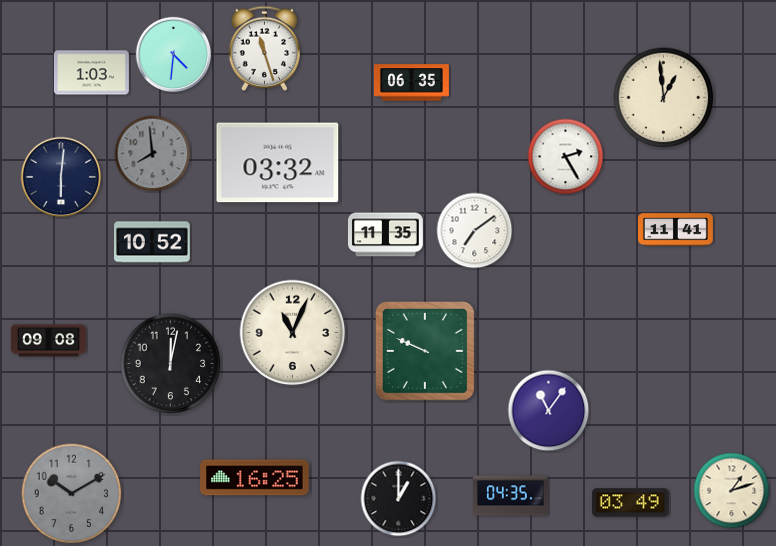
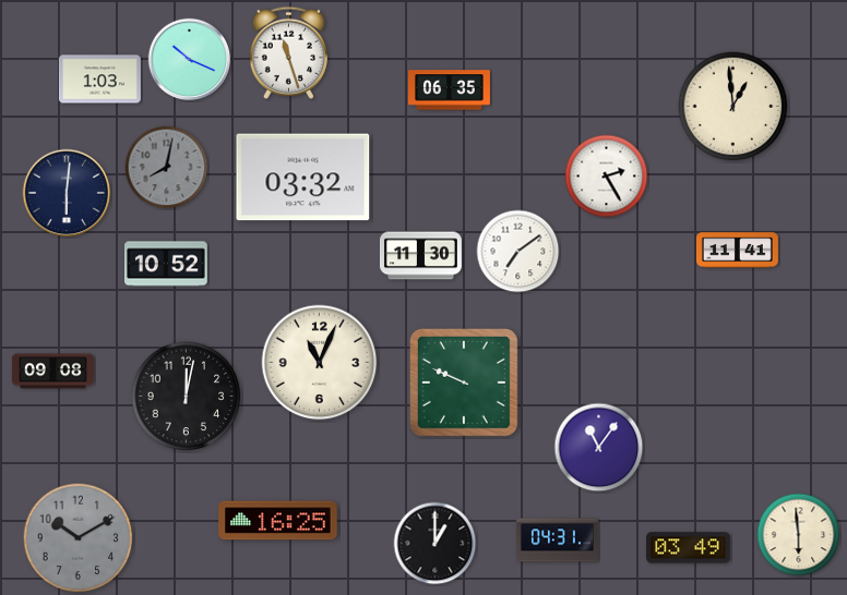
clock at (174, 55): 4:31 -> 10:19
clock at (664, 98) position: (664, 98) -> (733, 107)
clock at (153, 154): 7:59 -> 8:02
clock at (566, 157) position: (566, 157) -> (607, 177)
clock at (385, 235): 11:35 -> 11:30
clock at (732, 491): 1:12 -> 5:59
clock at (510, 496): 04:35 -> 04:31
